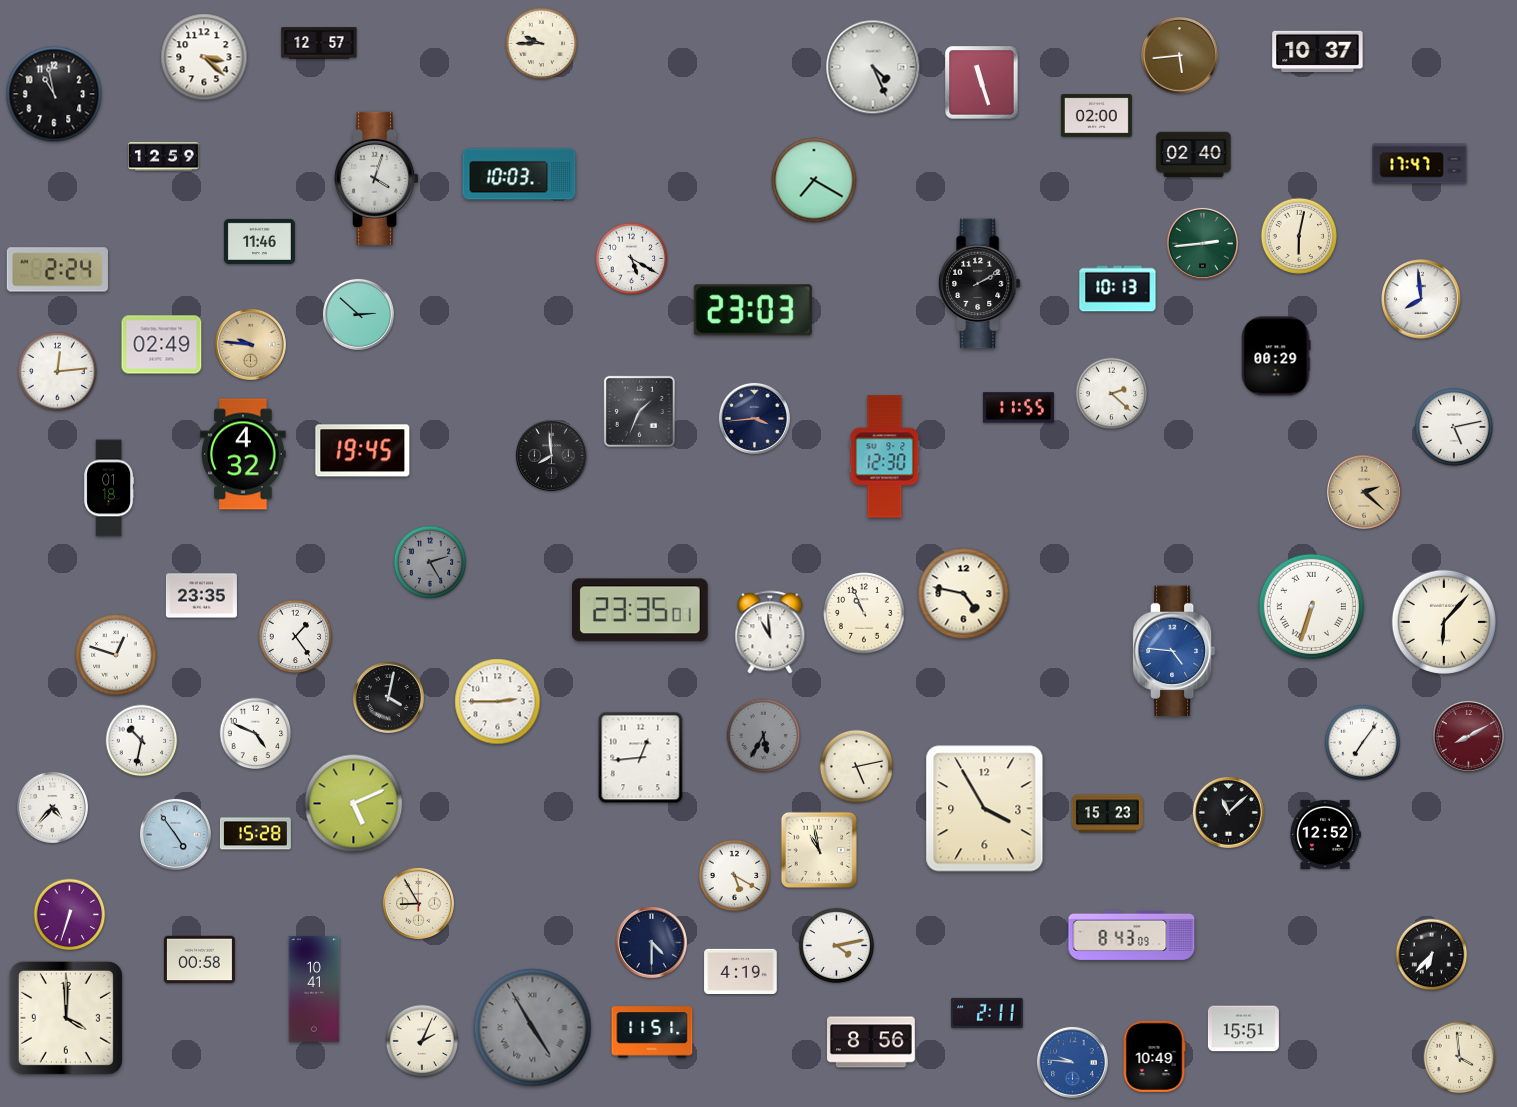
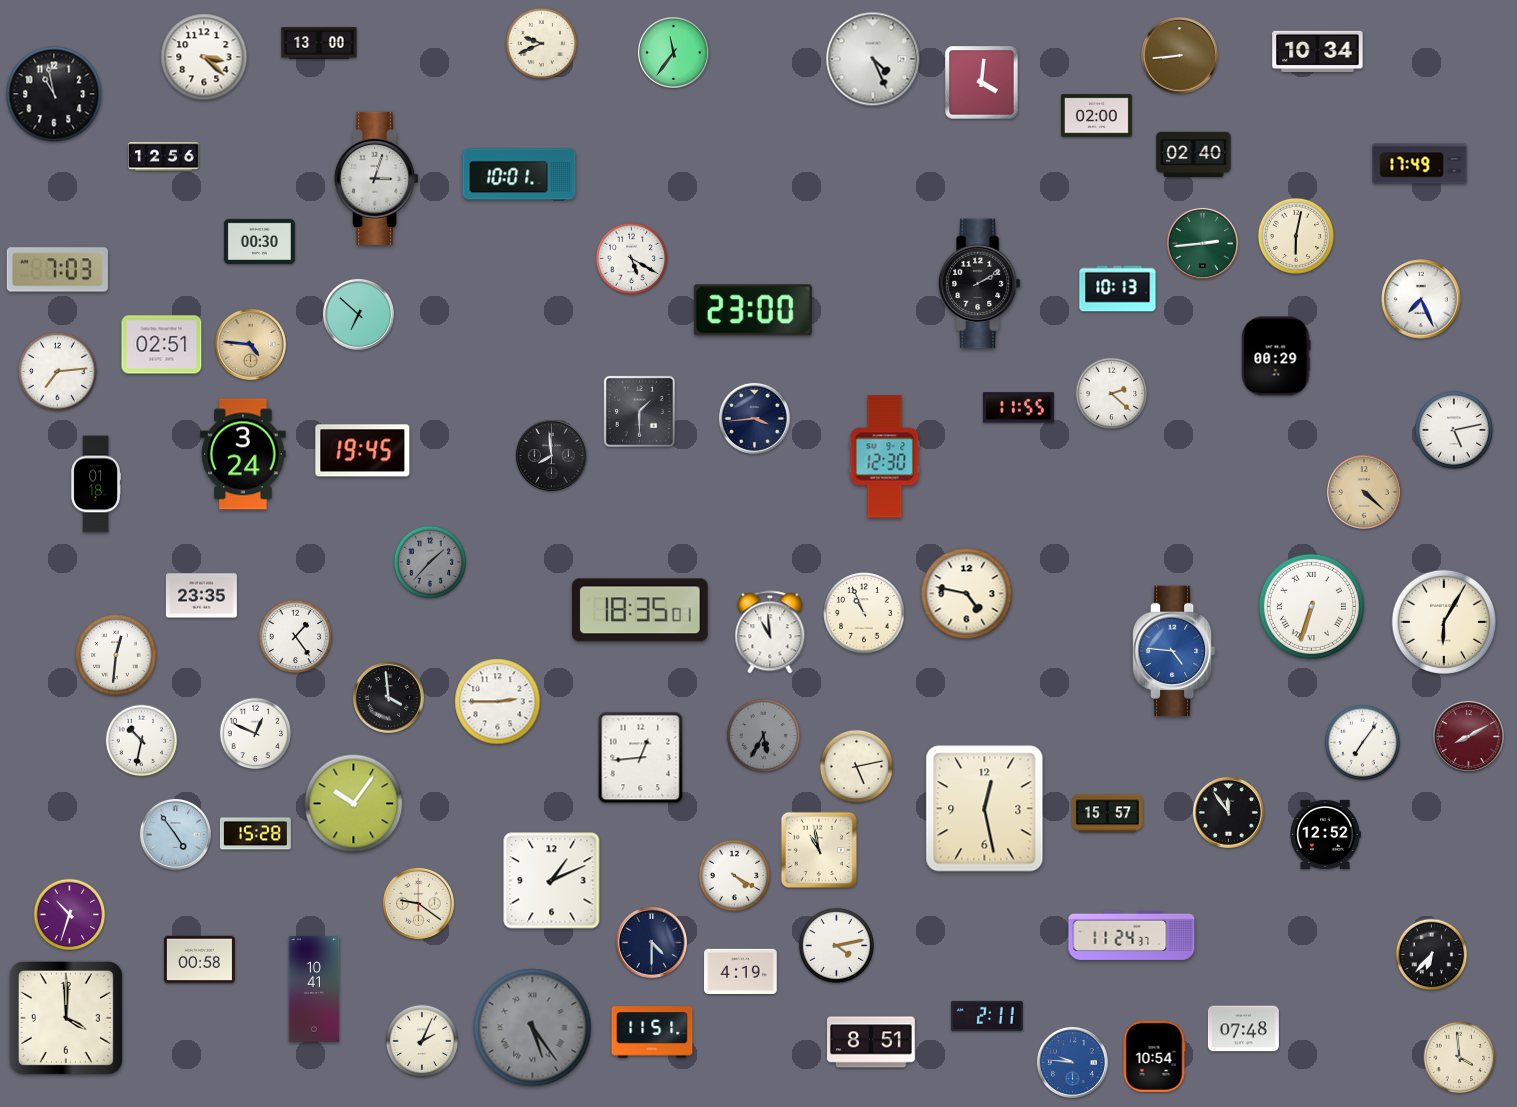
clock at (319, 43): 12:57 -> 13:00
clock at (542, 44): 9:45 -> 9:41
clock at (1318, 51): 10:37 -> 10:34
clock at (673, 52): none -> 11:36
clock at (1180, 56): 5:44 -> 8:44
clock at (873, 67) position: (873, 67) -> (873, 59)
clock at (982, 83): 11:27 -> 4:01
clock at (163, 157): 12:59 -> 12:56
clock at (1420, 164): 17:47 -> 17:49
clock at (519, 174): 10:03 -> 10:01
clock at (377, 178): 4:03 -> 3:03
clock at (814, 180): 7:20 -> none
clock at (1299, 236) position: (1299, 236) -> (1296, 236)
clock at (259, 241): 11:46 -> 00:30
clock at (57, 270): 2:24 -> 7:03
clock at (1421, 299): 7:59 -> 7:26
clock at (753, 310): 23:03 -> 23:00
clock at (358, 314): 2:52 -> 6:52
clock at (250, 344): 9:46 -> 4:46
clock at (162, 345): 02:49 -> 02:51
clock at (57, 371): 12:14 -> 7:14
clock at (639, 411): 1:34 -> 1:30
clock at (1454, 427) position: (1454, 427) -> (1454, 430)
clock at (243, 454): 4:32 -> 3:24
clock at (108, 488) position: (108, 488) -> (95, 484)
clock at (1365, 493): 2:22 -> 4:22
clock at (430, 562): 2:25 -> 1:37
clock at (964, 594) position: (964, 594) -> (967, 594)
clock at (641, 610): 23:35 -> 18:35
clock at (1443, 621): 6:07 -> 6:05
clock at (116, 655): 12:48 -> 12:31
clock at (388, 697): 4:02 -> 3:59
clock at (256, 734): 4:49 -> 12:49
clock at (354, 804): 5:11 -> 10:06
clock at (52, 807): 4:37 -> none
clock at (985, 809): 3:55 -> 12:28
clock at (1228, 812): 11:08 -> 11:54
clock at (1107, 814): 15:23 -> 15:57
clock at (735, 876): 5:20 -> 4:20
clock at (552, 881): none -> 1:11
clock at (418, 903): 8:55 -> 9:21
clock at (70, 915): 6:33 -> 10:33
clock at (1132, 935): 8:43 -> 11:24
clock at (988, 1013) position: (988, 1013) -> (988, 1016)
clock at (533, 1028): 4:55 -> 5:24
clock at (1243, 1029): 15:51 -> 07:48
clock at (872, 1042): 8:56 -> 8:51
clock at (1154, 1056): 10:49 -> 10:54
